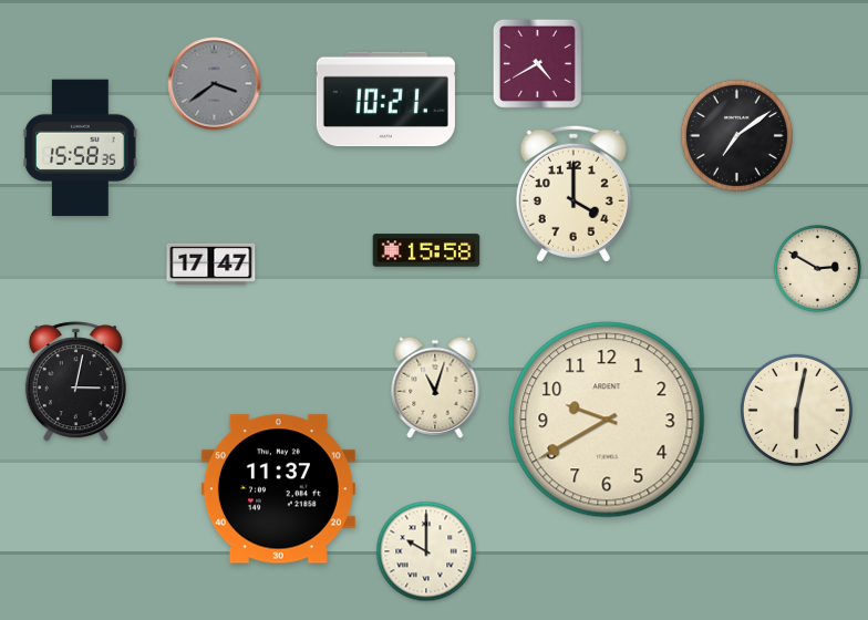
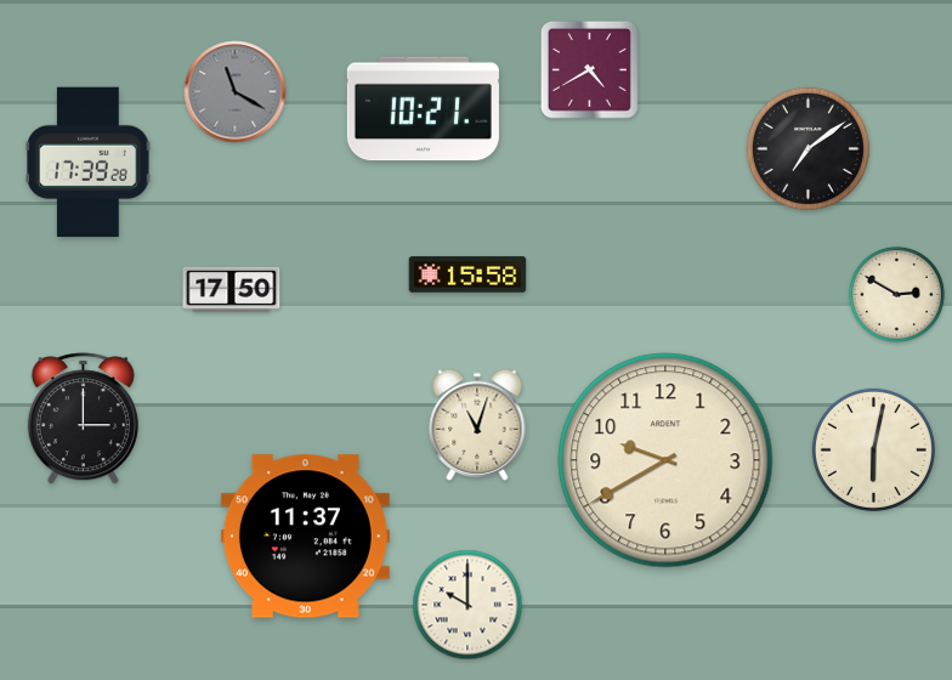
clock at (215, 84): 3:39 -> 11:20
clock at (81, 148): 15:58 -> 17:39
clock at (573, 194): 4:00 -> none
clock at (211, 263): 17:47 -> 17:50
clock at (75, 382): 3:02 -> 3:00
